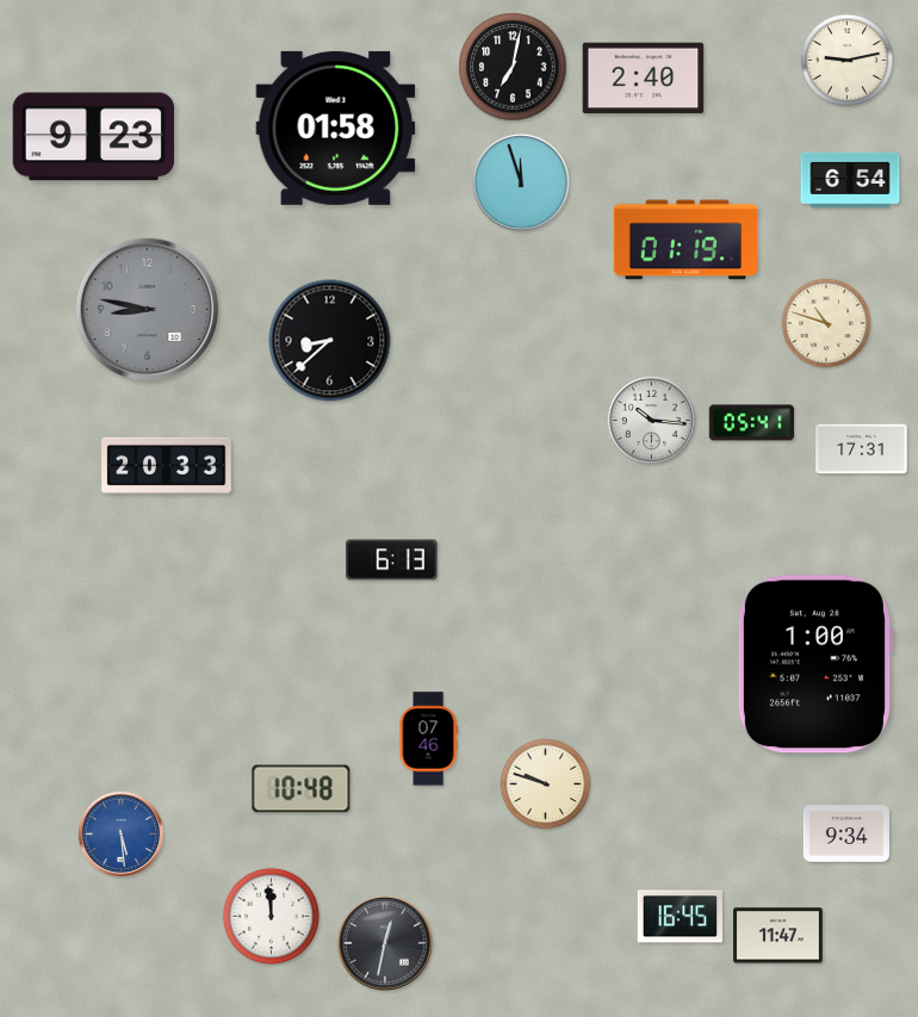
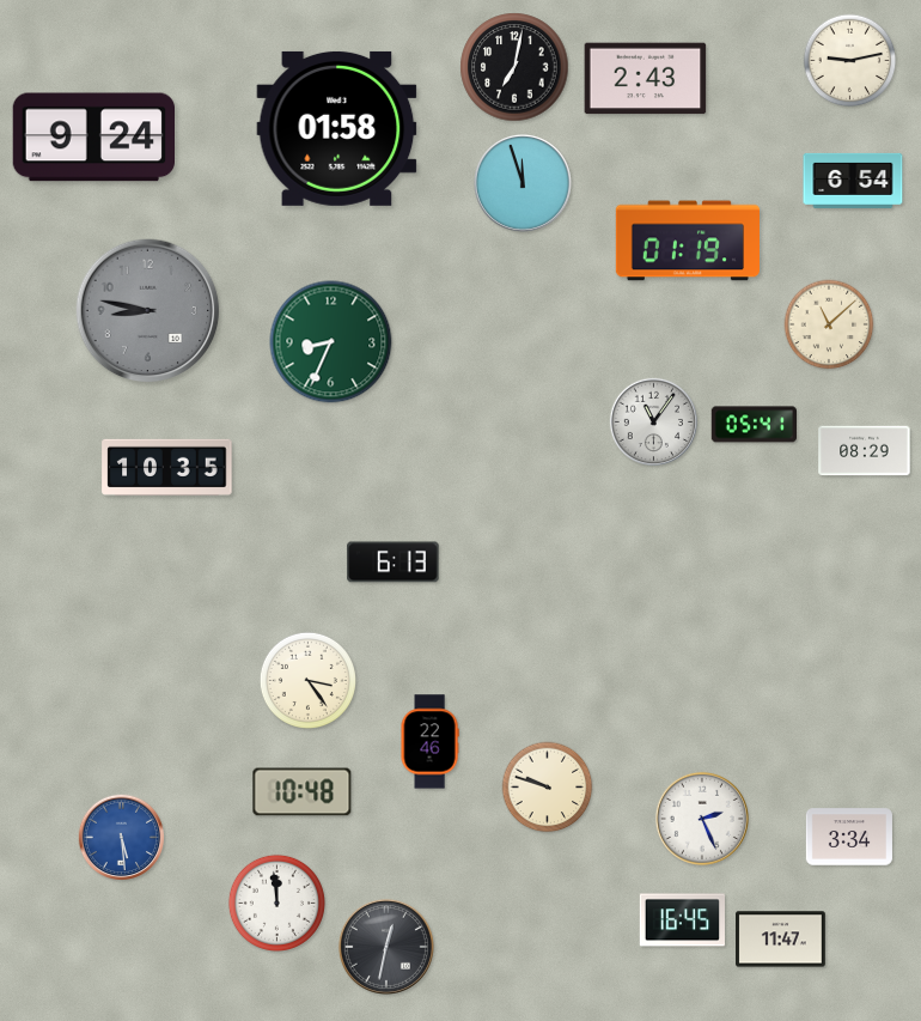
clock at (644, 79): 2:40 -> 2:43
clock at (93, 137): 9:23 -> 9:24
clock at (826, 323): 10:48 -> 11:08
clock at (330, 341): 8:38 -> 8:34
clock at (330, 341) dial: black -> green
clock at (651, 420): 10:16 -> 11:06
clock at (862, 449): 17:31 -> 08:29
clock at (167, 465): 20:33 -> 10:35
clock at (814, 664): 1:00 -> none
clock at (307, 680): none -> 3:24
clock at (428, 739): 07:46 -> 22:46
clock at (702, 819): none -> 2:26
clock at (846, 833): 9:34 -> 3:34
clock at (271, 916) position: (271, 916) -> (276, 903)
